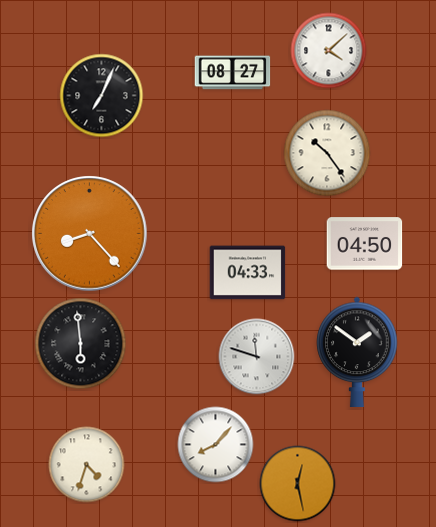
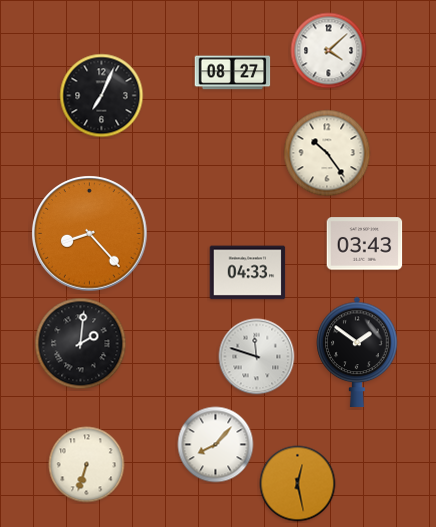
clock at (365, 244): 04:50 -> 03:43
clock at (81, 344): 5:59 -> 2:01
clock at (87, 465): 4:33 -> 6:33
